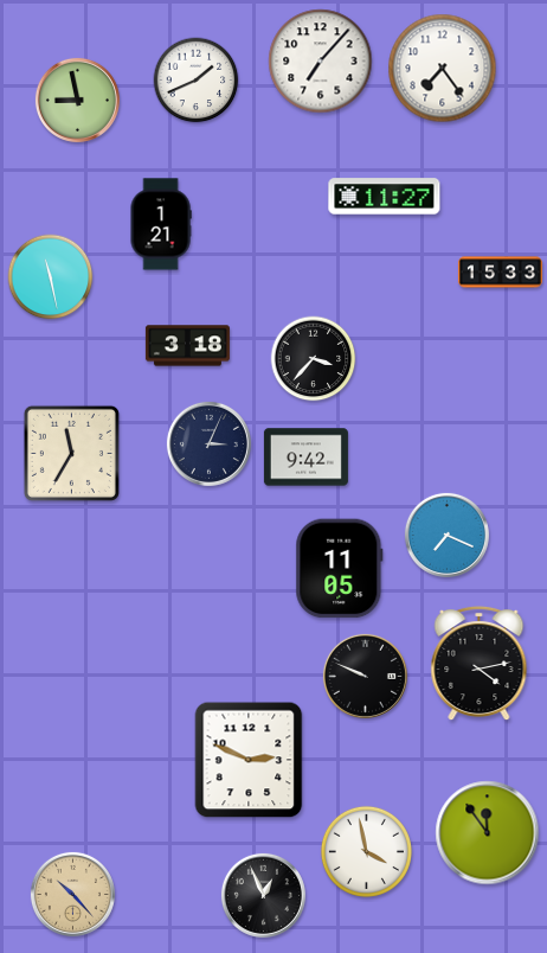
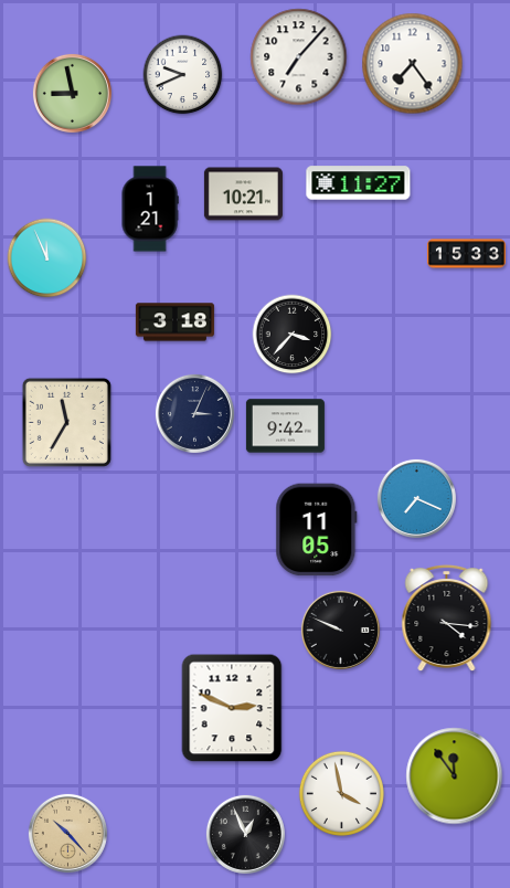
clock at (197, 81): 1:41 -> 9:41
clock at (243, 194): none -> 10:21
clock at (51, 277): 11:28 -> 11:56
clock at (480, 664): 4:13 -> 4:16
